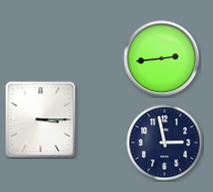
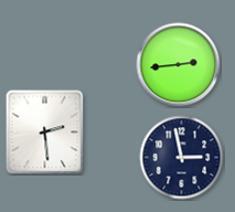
clock at (41, 120): 3:15 -> 2:29
